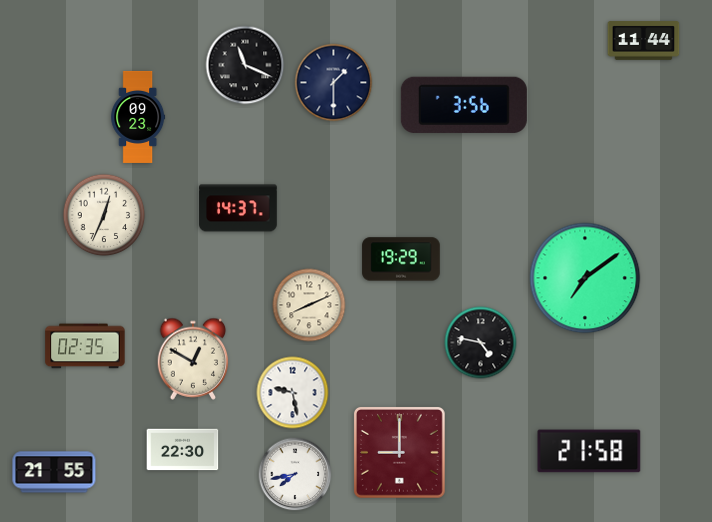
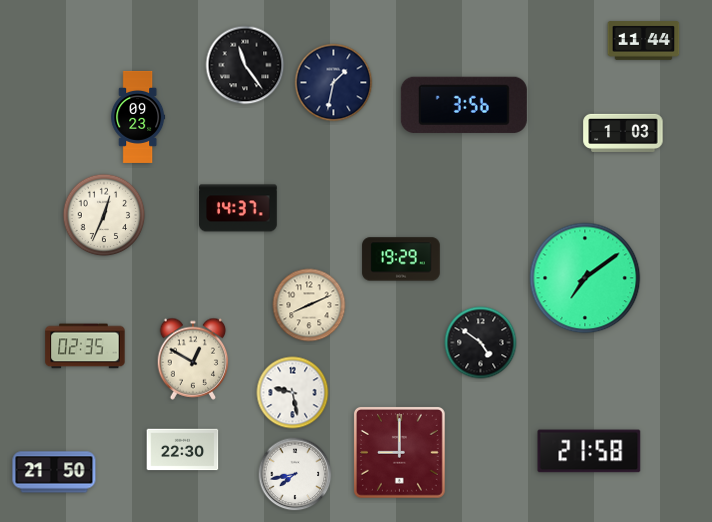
clock at (245, 65): 11:19 -> 11:24
clock at (334, 83): 1:30 -> 1:32
clock at (623, 133): none -> 1:03
clock at (481, 343): 4:47 -> 4:51
clock at (54, 472): 21:55 -> 21:50
